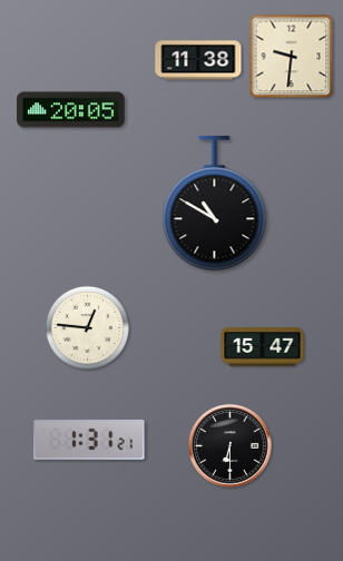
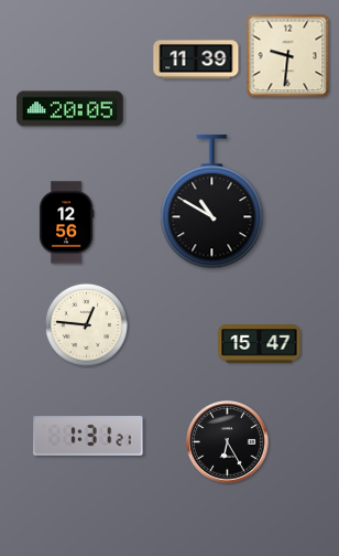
clock at (198, 60): 11:38 -> 11:39
clock at (66, 223): none -> 12:56
clock at (231, 446): 6:30 -> 6:25
